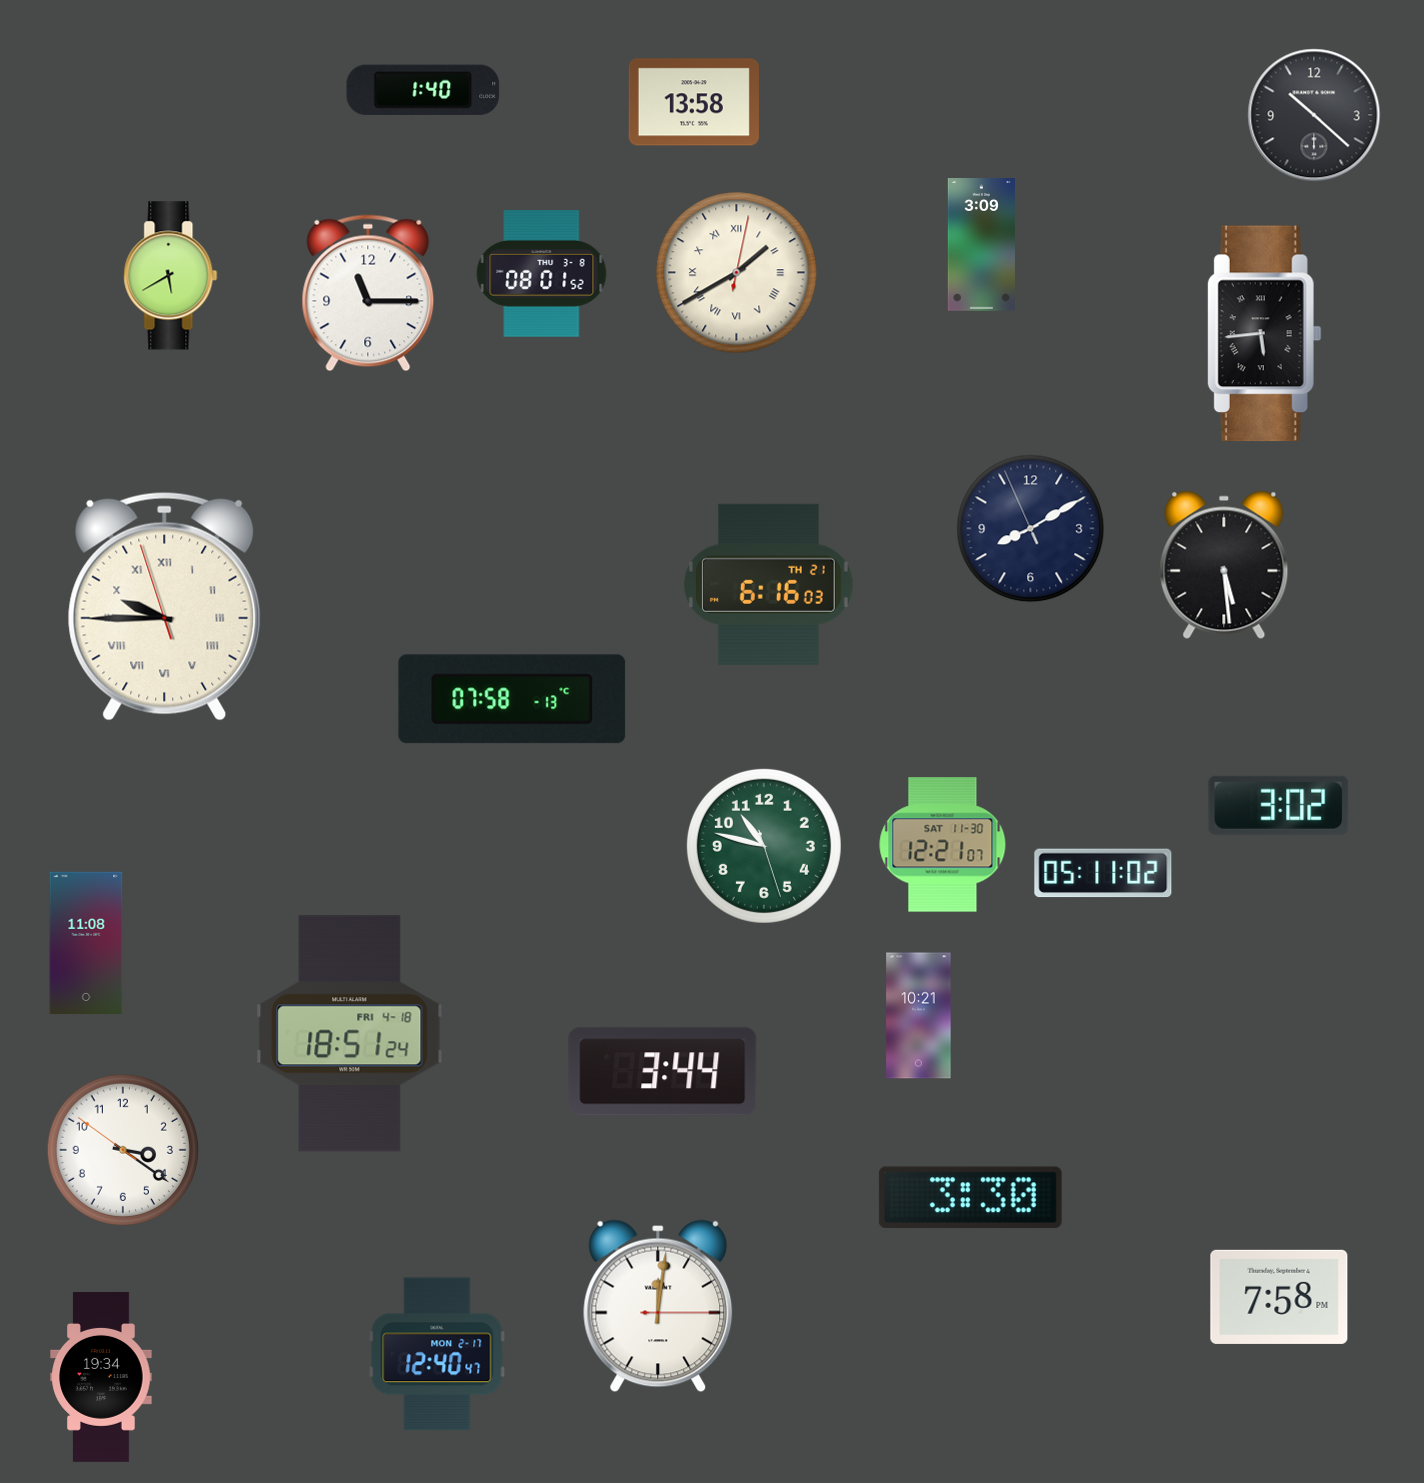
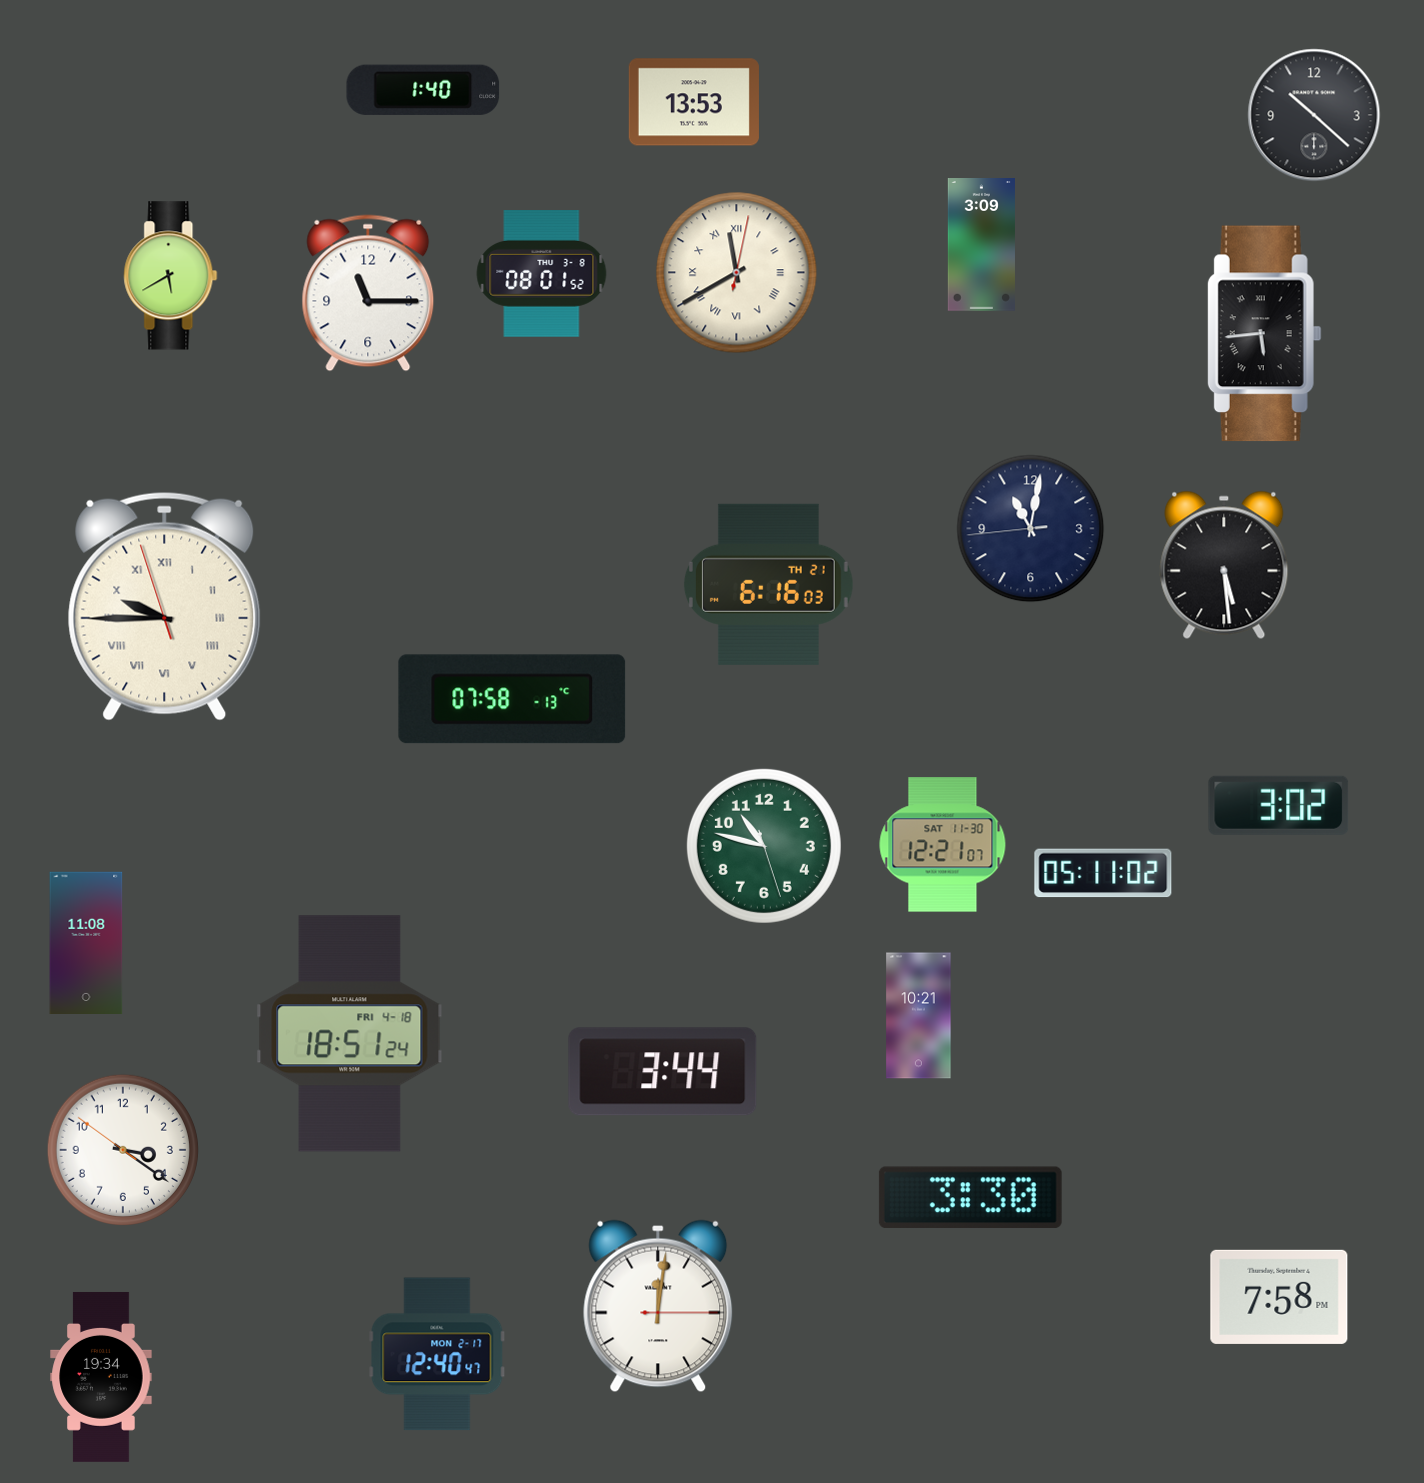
clock at (694, 102): 13:58 -> 13:53
clock at (737, 273): 1:40 -> 11:40
clock at (1031, 529): 8:09 -> 11:01
